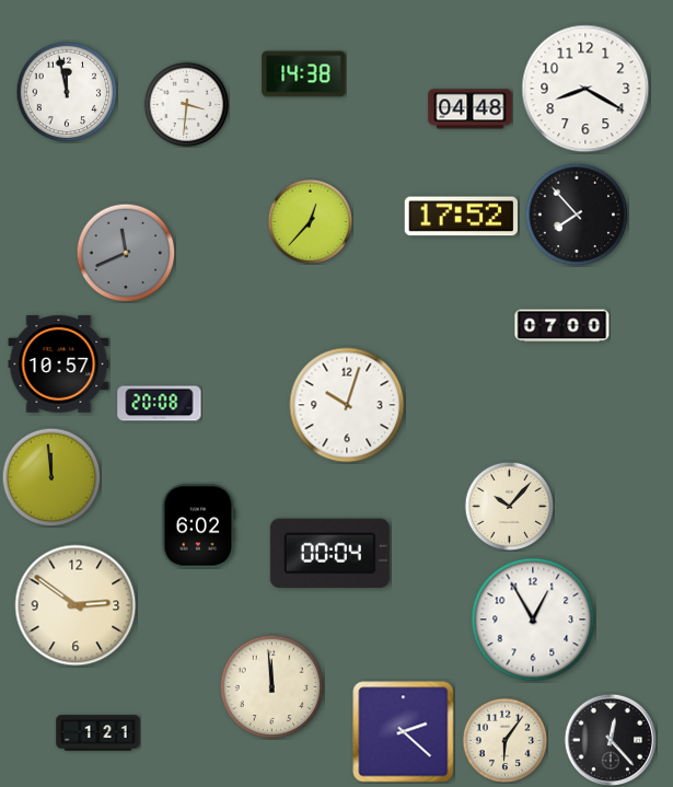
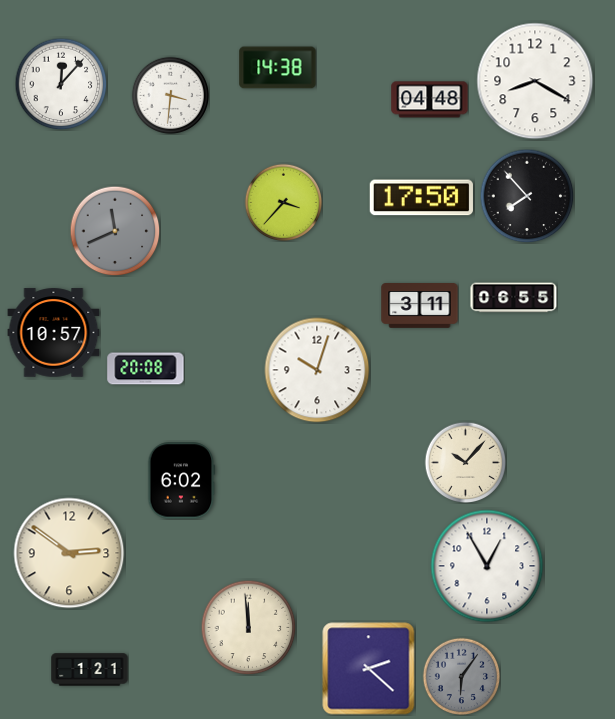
clock at (67, 92): 11:58 -> 12:07
clock at (461, 217): 17:52 -> 17:50
clock at (310, 221): 12:37 -> 3:37
clock at (562, 326): 07:00 -> 06:55
clock at (420, 306): none -> 3:11
clock at (51, 477): 11:59 -> none
clock at (329, 553): 00:04 -> none
clock at (610, 739): 12:23 -> none
clock at (504, 740) dial: cream -> grey
